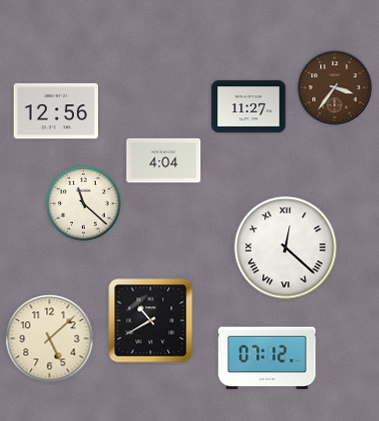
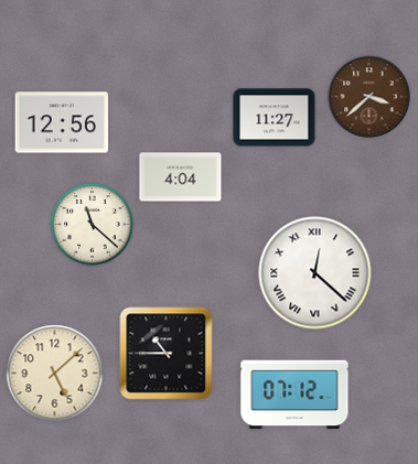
clock at (335, 88): 3:36 -> 3:38
clock at (151, 321): 10:40 -> 10:45
